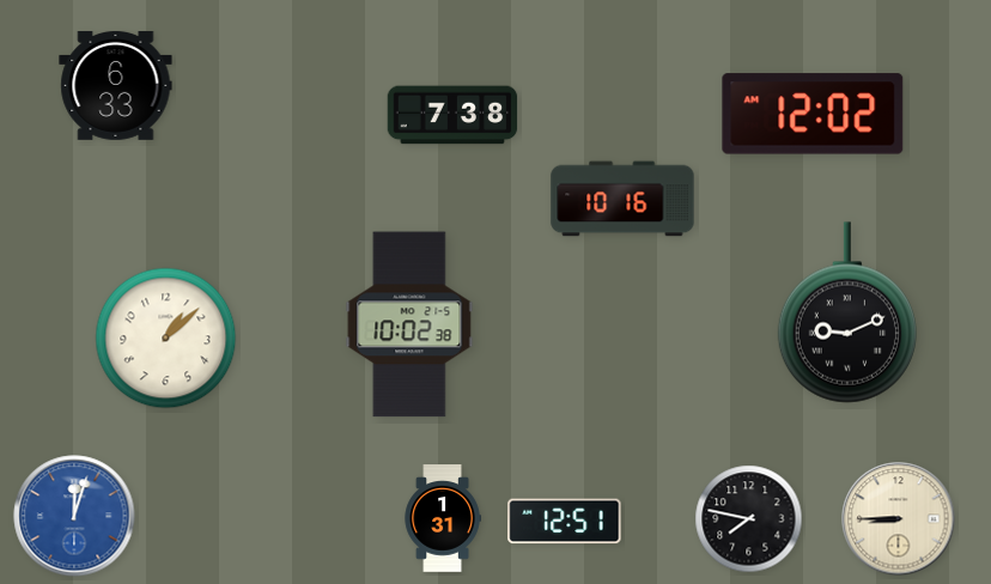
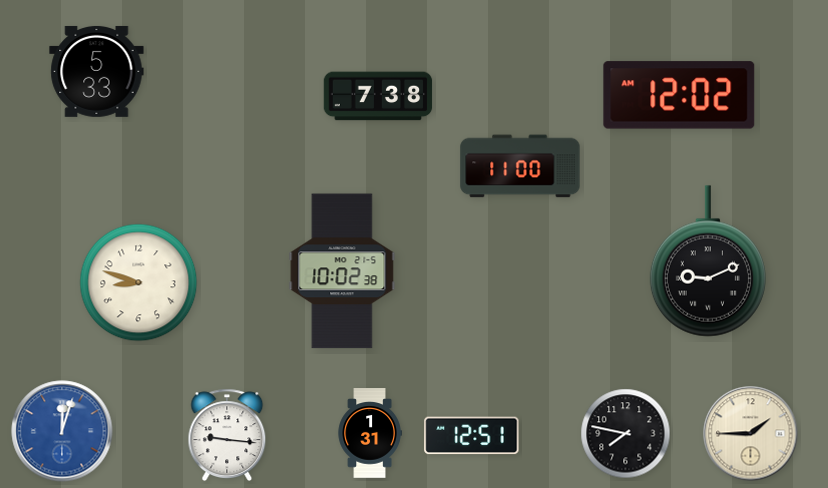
clock at (116, 85): 6:33 -> 5:33
clock at (622, 199): 10:16 -> 11:00
clock at (166, 339): 1:08 -> 8:48
clock at (899, 519): 8:45 -> 1:45
clock at (227, 435): none -> 9:16
